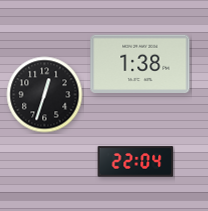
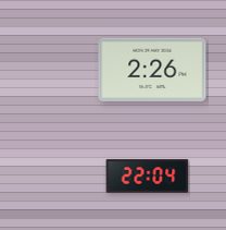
clock at (140, 64): 1:38 -> 2:26
clock at (45, 95): 12:33 -> none
